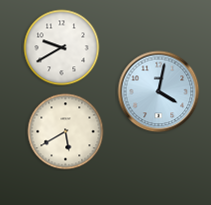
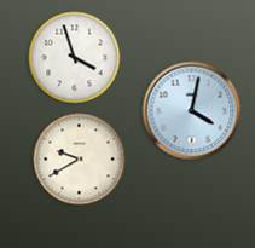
clock at (62, 48): 9:40 -> 3:57
clock at (66, 132): 5:40 -> 9:40
